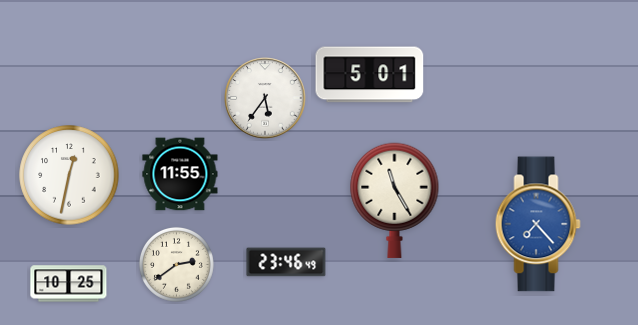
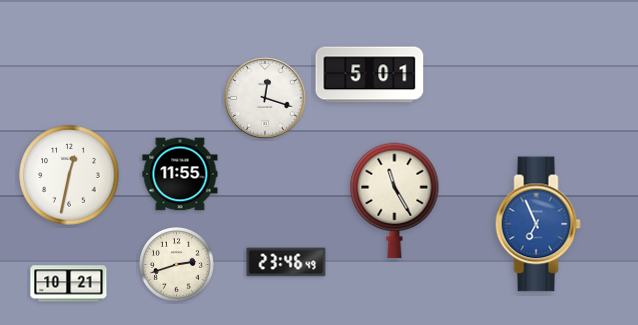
clock at (265, 98): 5:36 -> 12:18
clock at (538, 224): 7:23 -> 6:56
clock at (176, 264): 2:39 -> 2:42
clock at (69, 284): 10:25 -> 10:21
